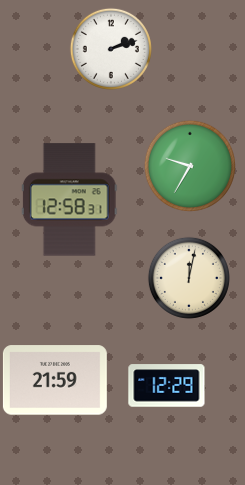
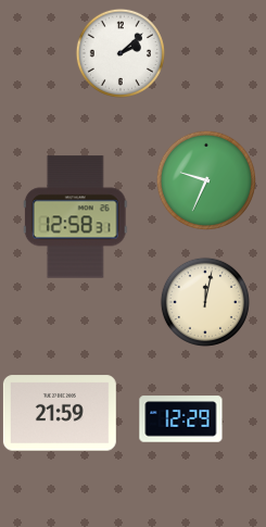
clock at (111, 49): 2:12 -> 2:08
clock at (189, 165): 9:35 -> 9:34
